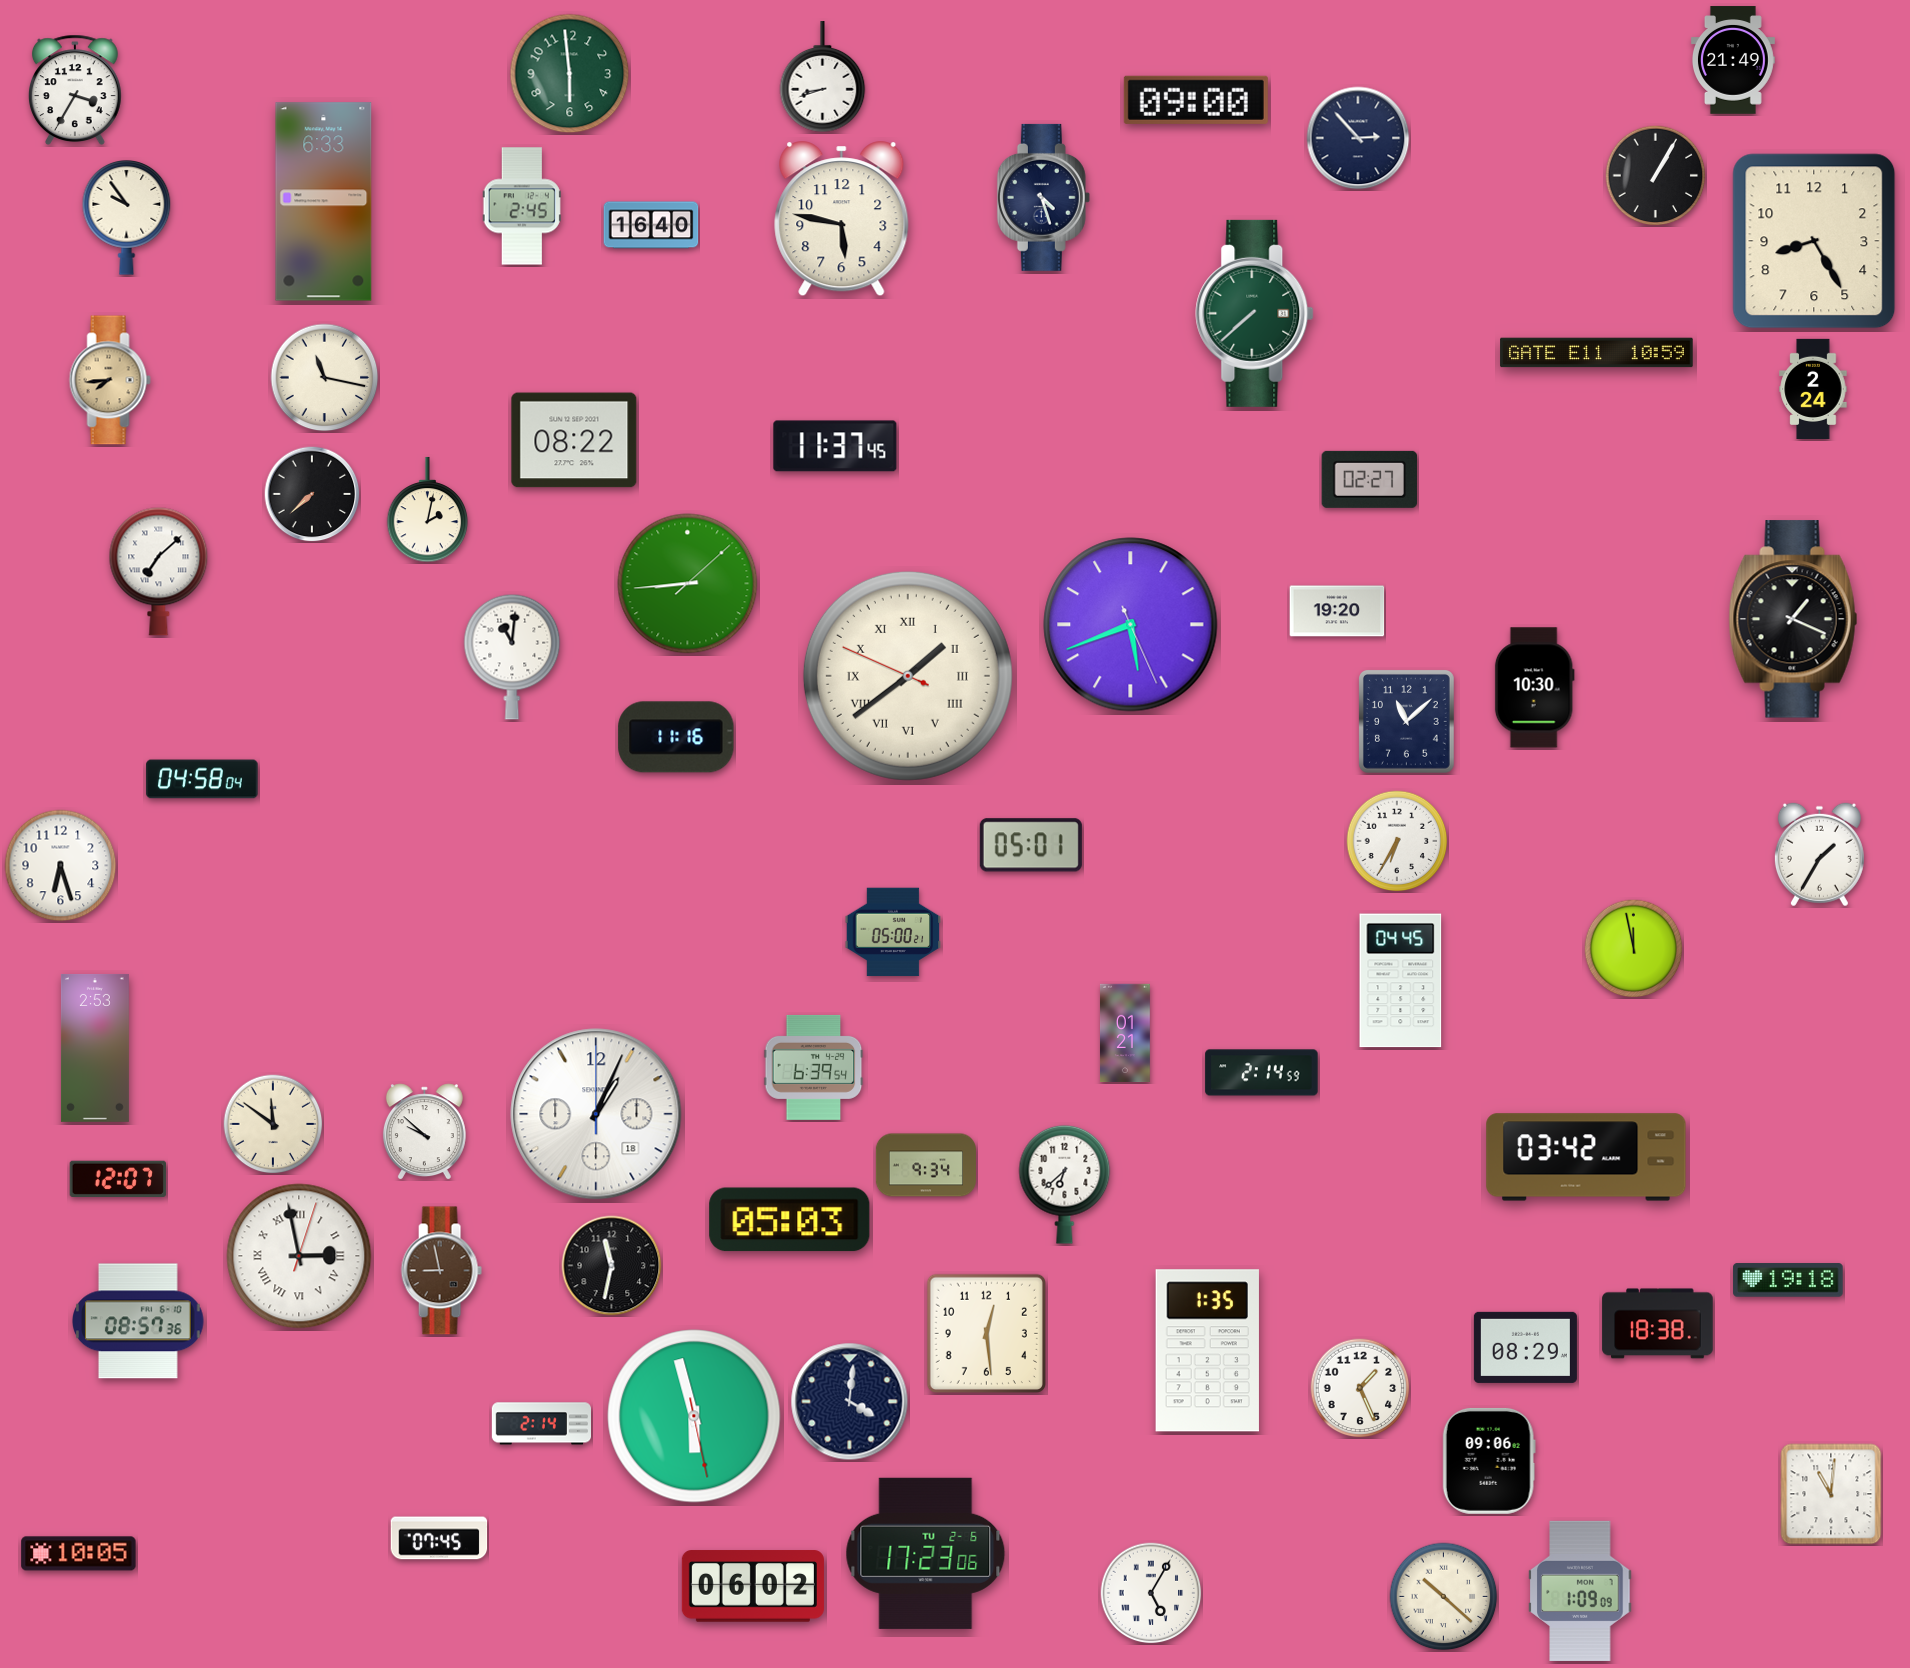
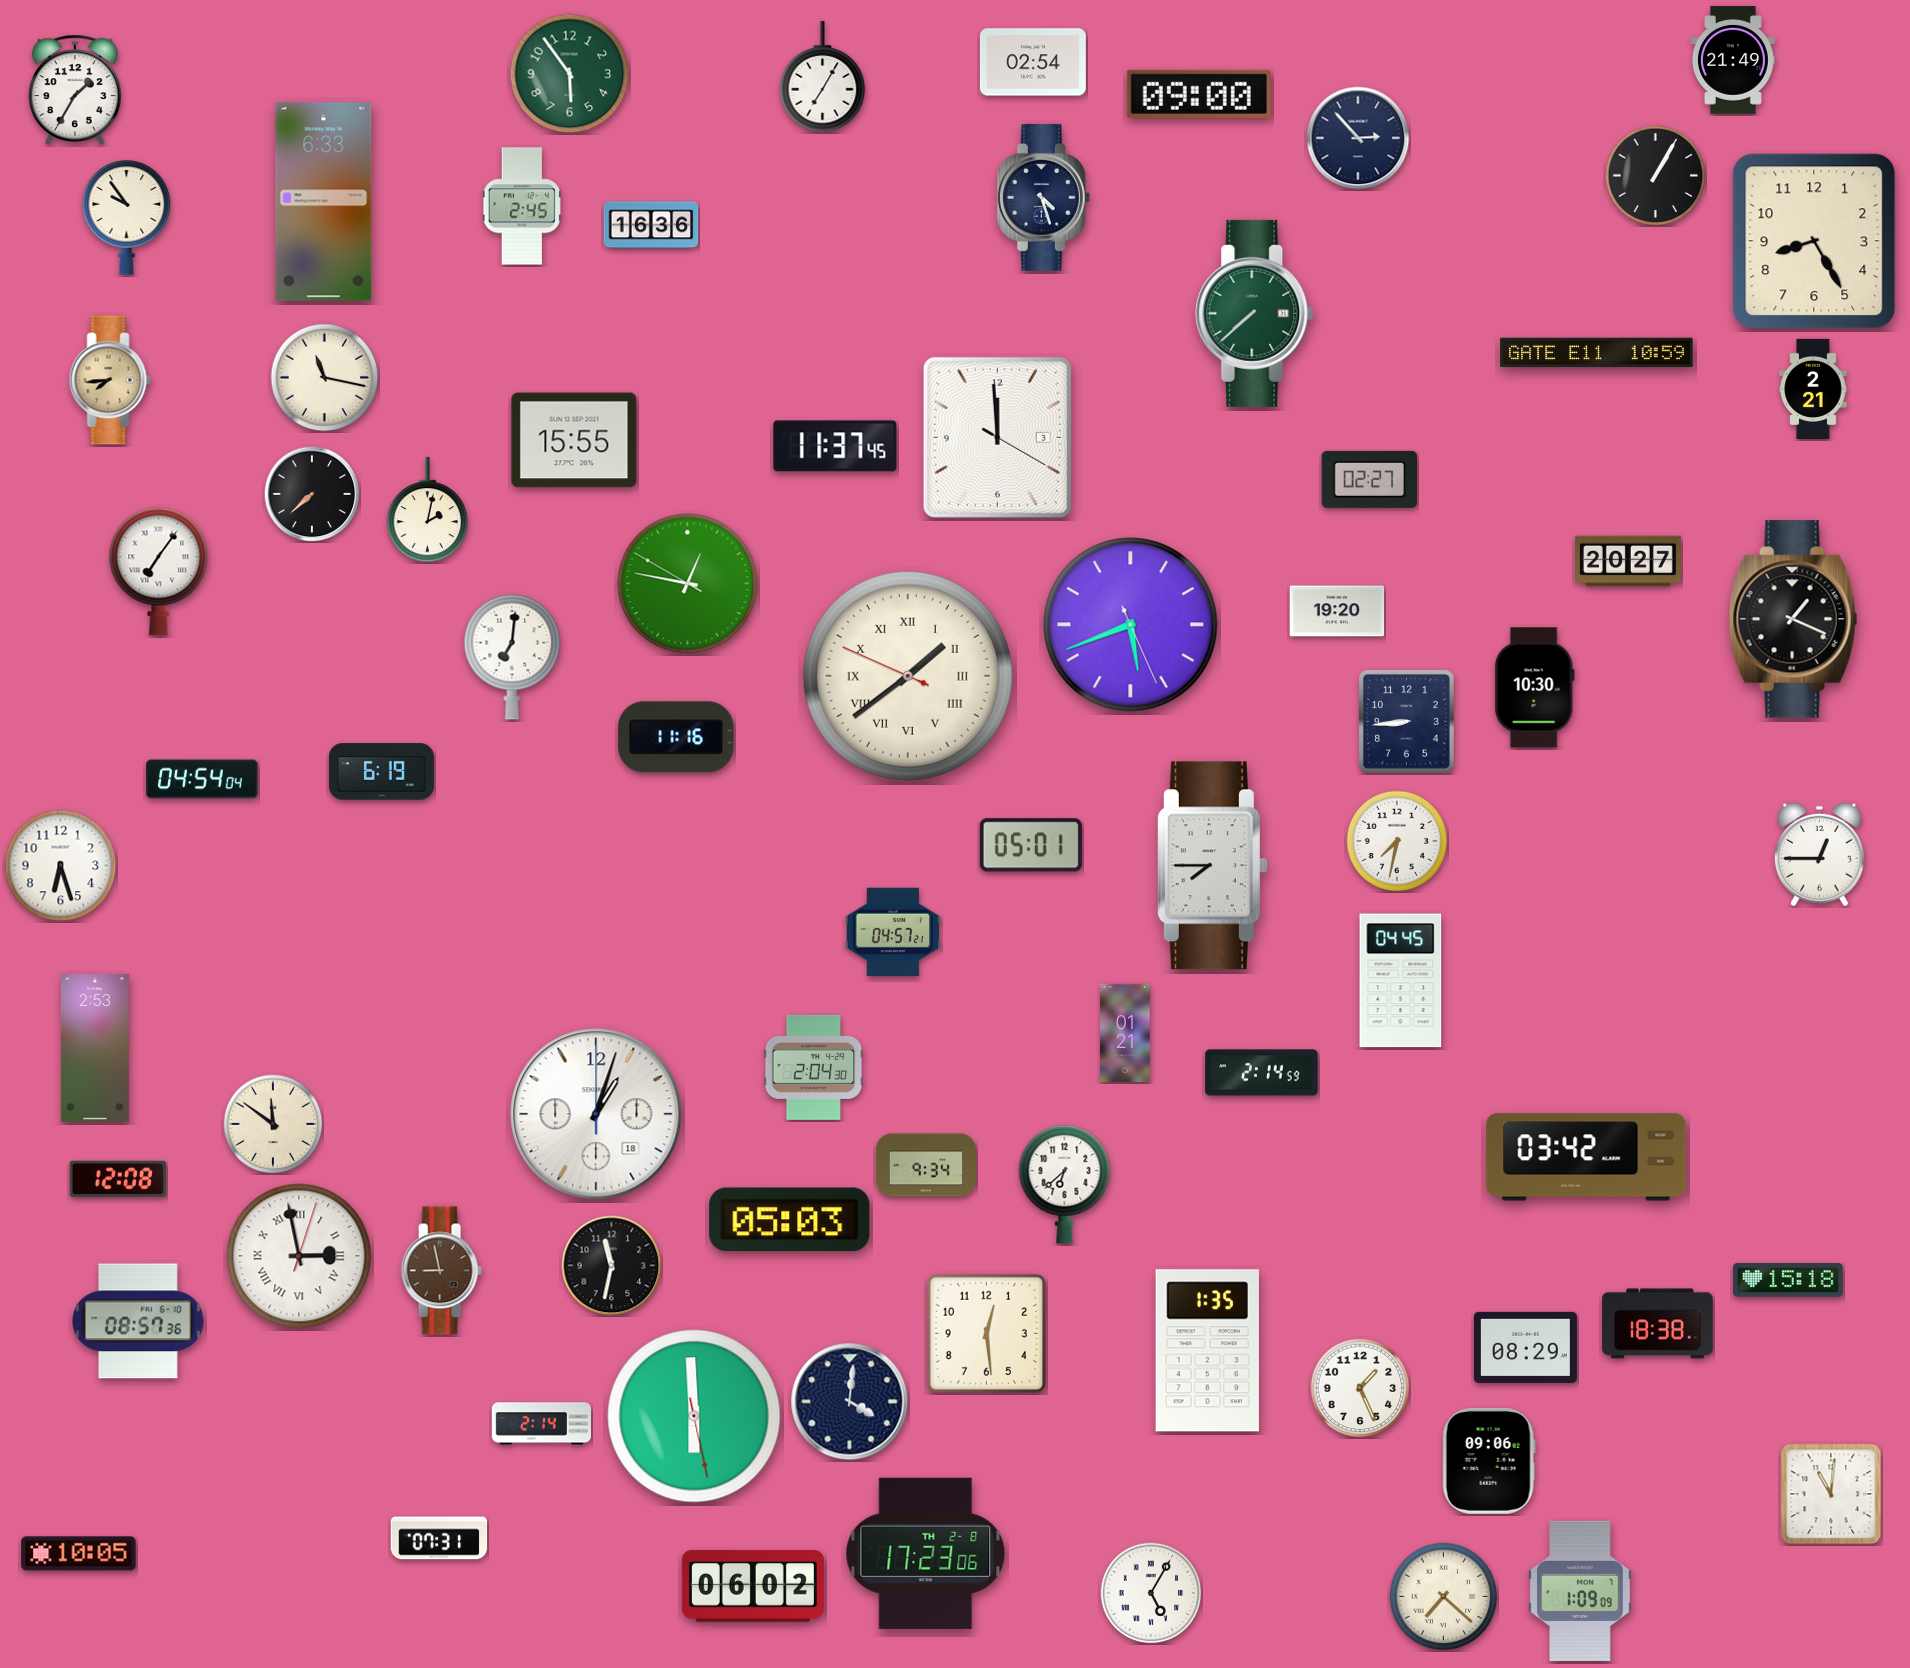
clock at (1033, 62): none -> 02:54
clock at (570, 74): 5:59 -> 5:54
clock at (823, 77): 8:42 -> 7:05
clock at (75, 89): 3:35 -> 1:35
clock at (1196, 100) position: (1196, 100) -> (1199, 94)
clock at (842, 219): 5:47 -> none
clock at (651, 225): 16:40 -> 16:36
clock at (1813, 388): 2:24 -> 2:21
clock at (997, 437): none -> 11:59
clock at (574, 440): 08:22 -> 15:55
clock at (1629, 561): none -> 20:27
clock at (159, 571): 7:08 -> 7:06
clock at (688, 584): 8:44 -> 12:46
clock at (512, 657): 11:01 -> 7:01
clock at (1406, 721): 11:08 -> 8:44
clock at (381, 772): none -> 6:19
clock at (202, 779): 04:58 -> 04:54
clock at (1397, 841): 6:35 -> 7:32
clock at (1819, 855): 1:35 -> 12:45
clock at (1212, 866): none -> 7:45
clock at (893, 932): 05:00 -> 04:57
clock at (1634, 949): 11:58 -> none
clock at (814, 1067): 6:39 -> 2:04
clock at (596, 1114): 1:04 -> 1:03
clock at (424, 1132): 9:52 -> none
clock at (118, 1179): 12:07 -> 12:08
clock at (1788, 1280): 19:18 -> 15:18
clock at (694, 1416): 5:57 -> 5:59
clock at (439, 1538): 07:45 -> 07:31
clock at (926, 1553) date: TU 2-6 -> TH 2-8
clock at (1444, 1597): 10:22 -> 7:22
